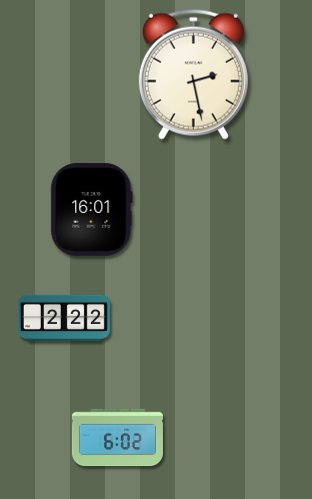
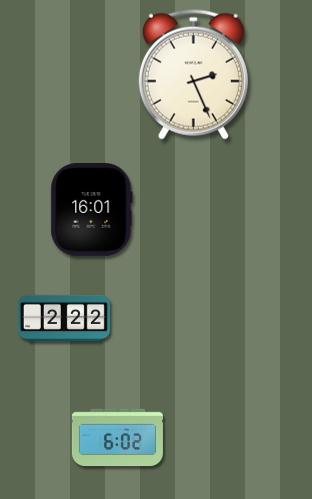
clock at (193, 74): 2:28 -> 2:26
